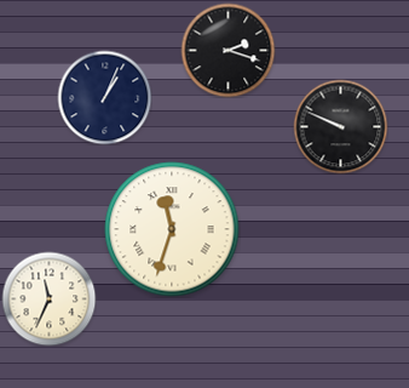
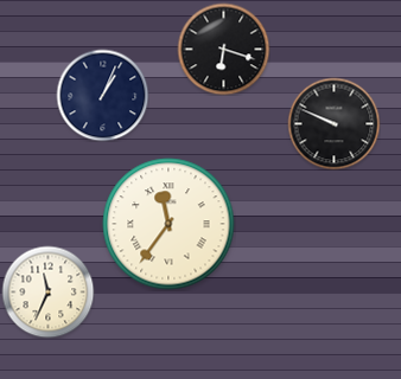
clock at (227, 50): 2:18 -> 6:18
clock at (172, 229): 11:33 -> 11:36
